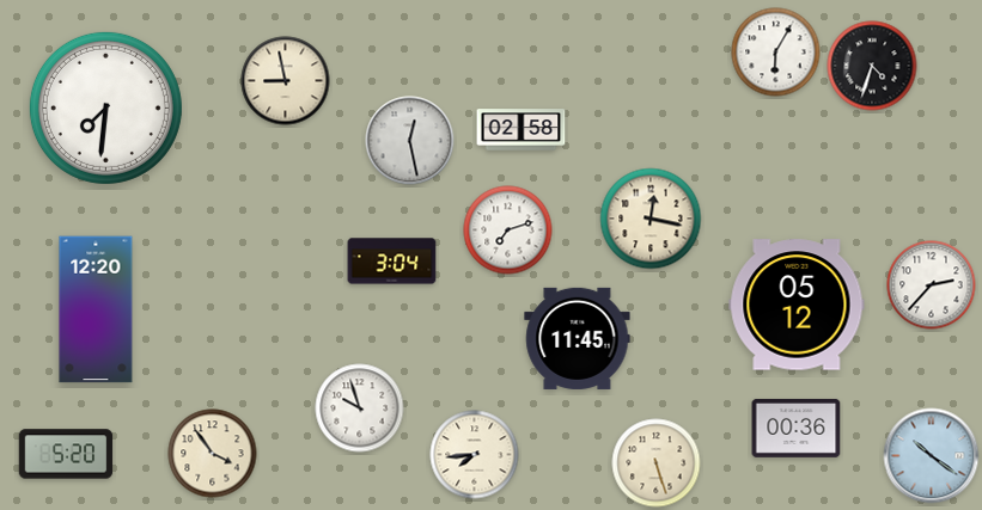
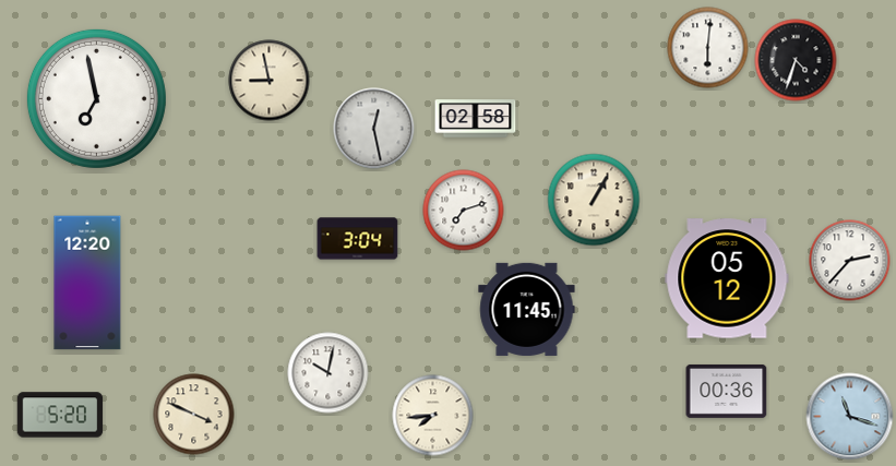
clock at (776, 53): 6:05 -> 6:01
clock at (286, 81) position: (286, 81) -> (270, 81)
clock at (105, 107): 7:31 -> 6:58
clock at (651, 219): 12:17 -> 1:05
clock at (360, 408): 9:57 -> 10:02
clock at (213, 454): 3:54 -> 3:49
clock at (932, 456): 10:21 -> 11:18
clock at (657, 463): 5:27 -> none
